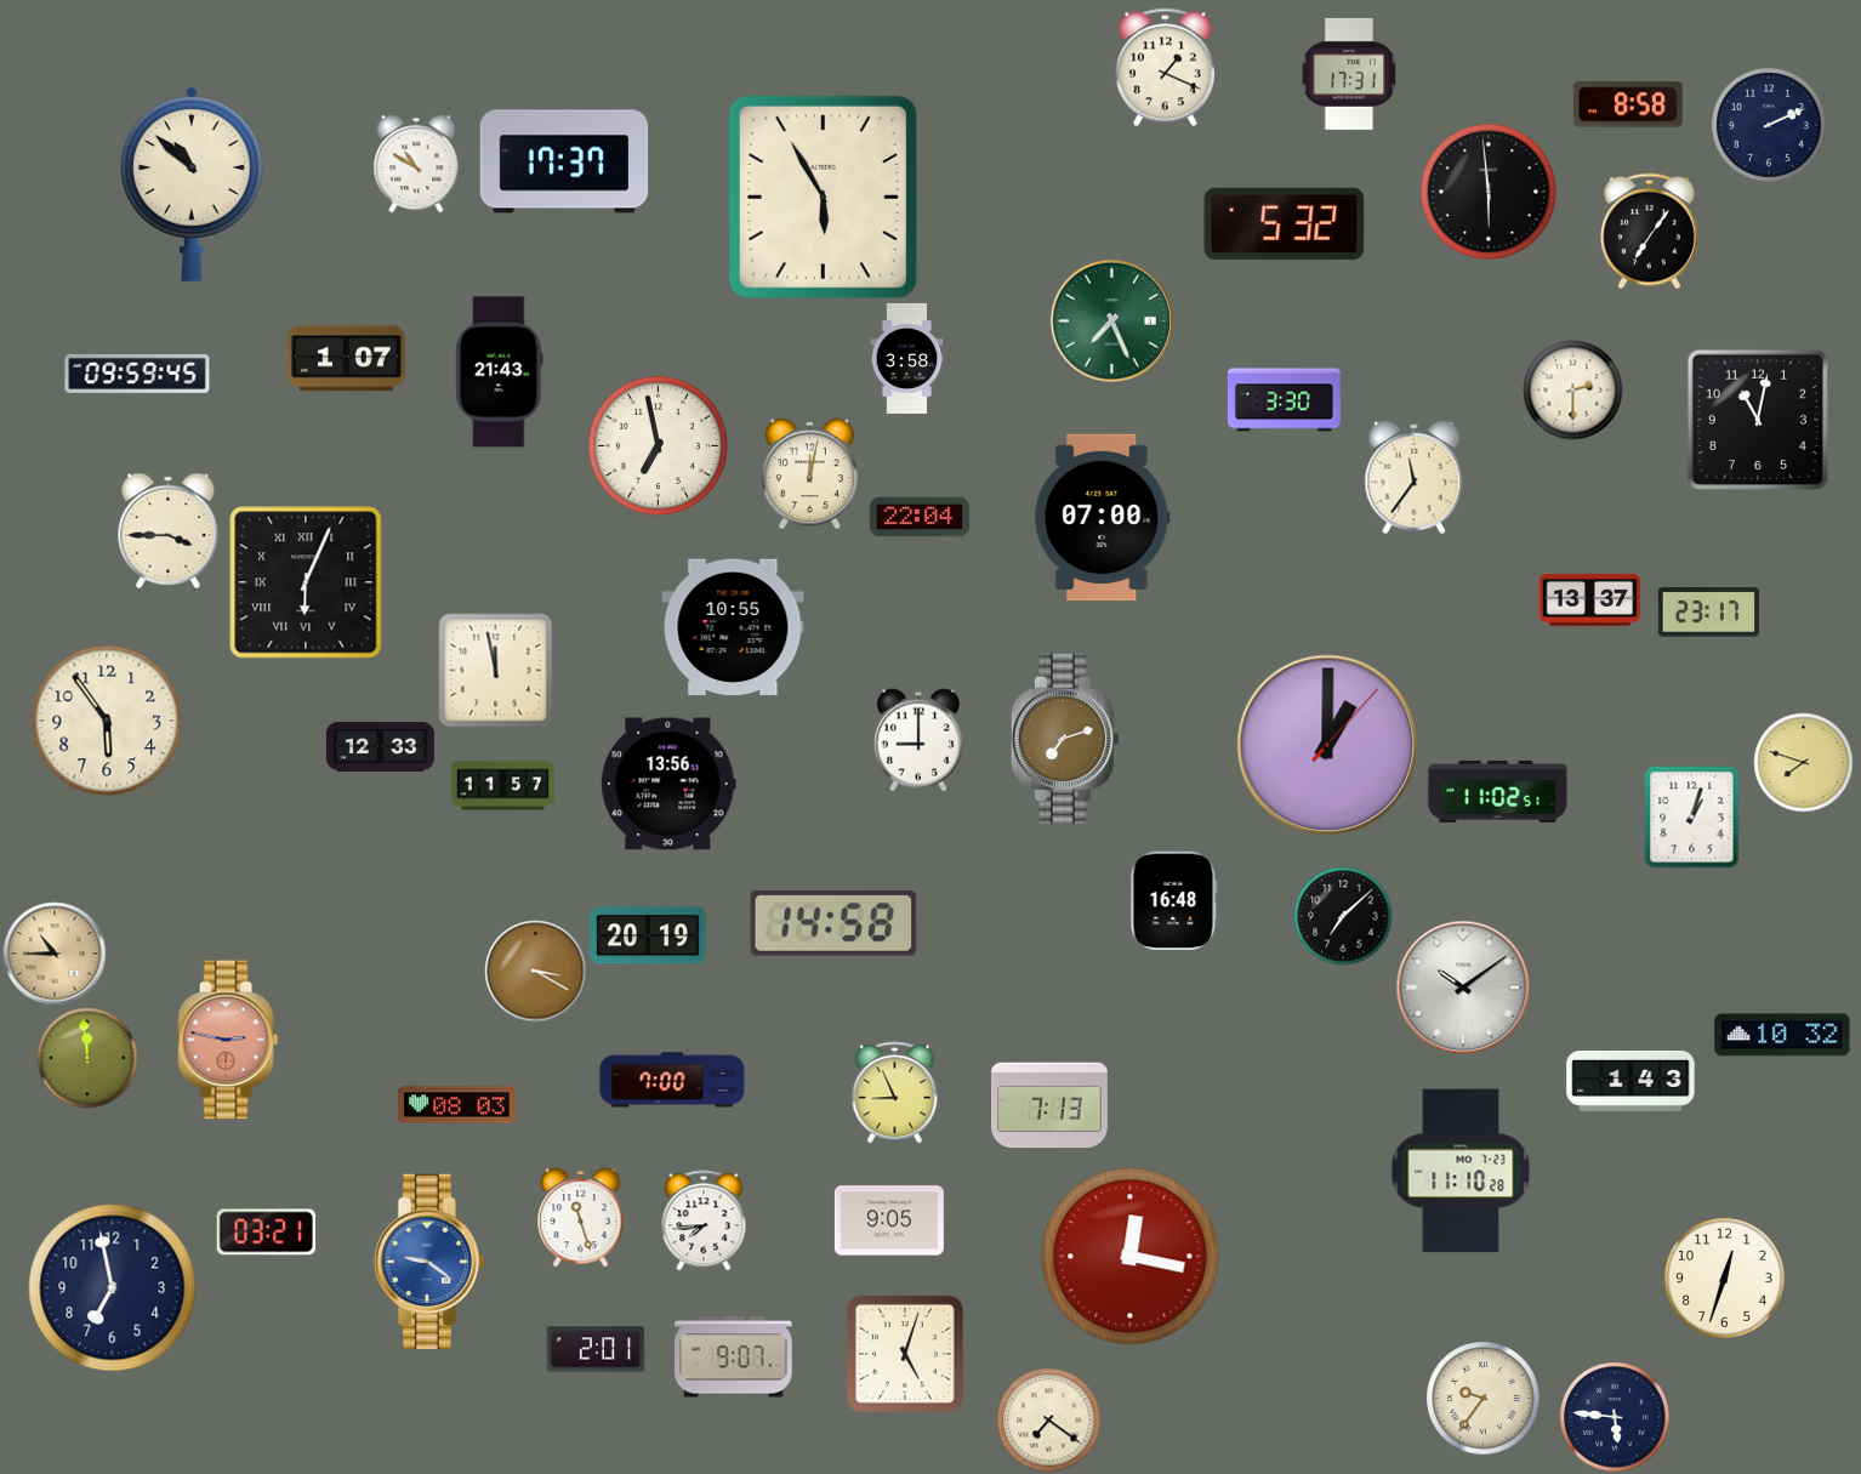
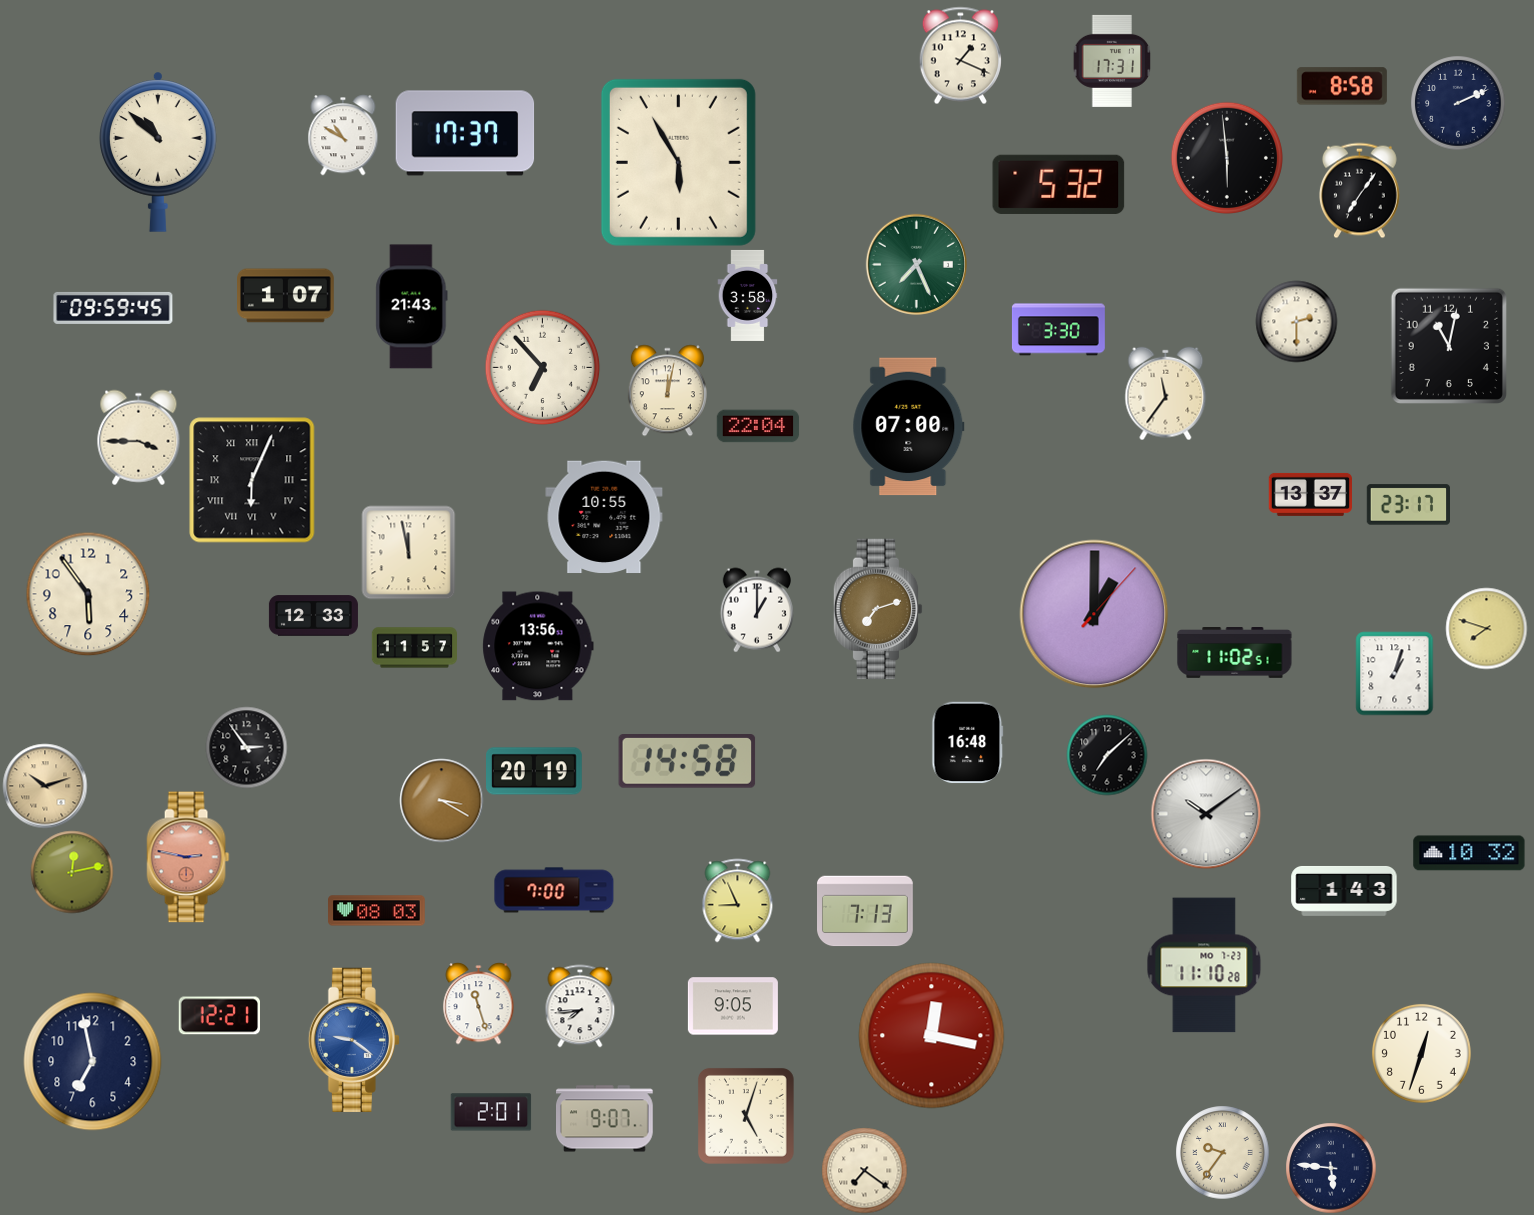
clock at (658, 445): 6:58 -> 6:53
clock at (918, 740): 9:00 -> 1:00
clock at (668, 784) position: (668, 784) -> (538, 646)
clock at (246, 747): none -> 2:54
clock at (55, 954): 10:45 -> 10:12
clock at (87, 1058): 11:59 -> 12:13
clock at (266, 1233): 03:21 -> 12:21
